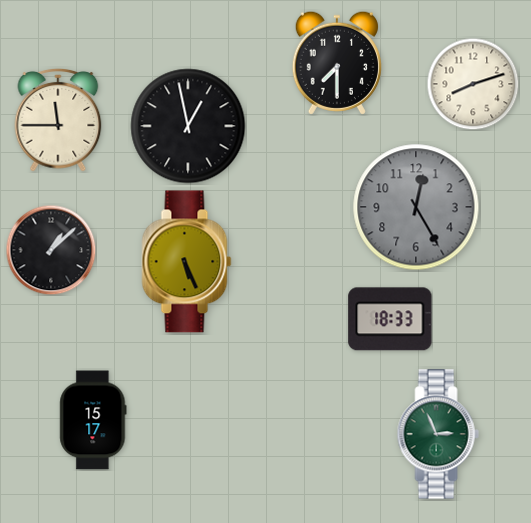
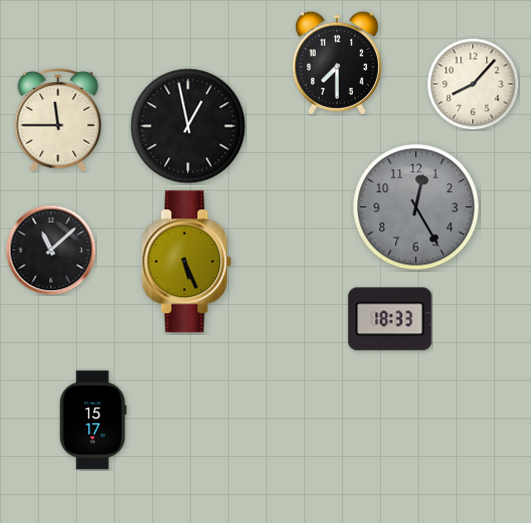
clock at (473, 84): 8:12 -> 8:07
clock at (51, 250): 1:08 -> 11:08
clock at (438, 434): 2:56 -> none
